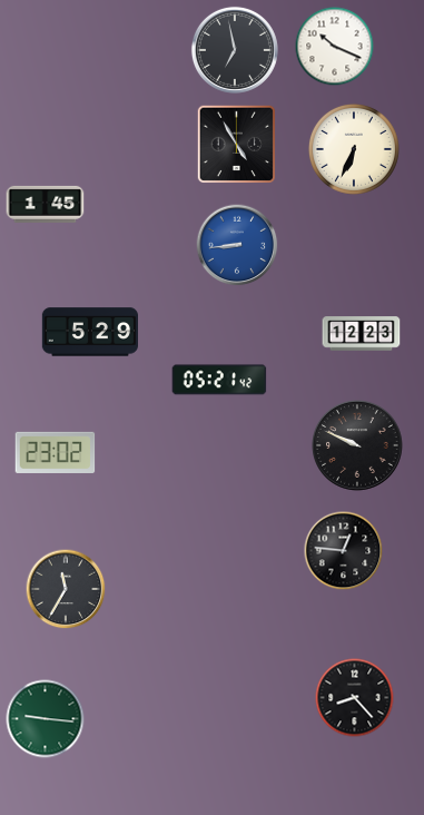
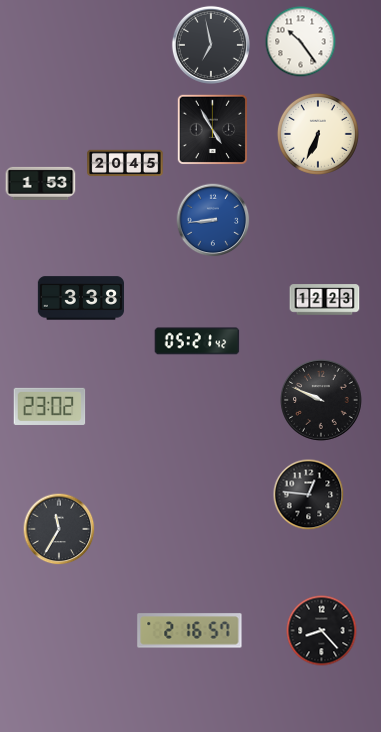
clock at (335, 47): 10:19 -> 10:24
clock at (125, 163): none -> 20:45
clock at (46, 204): 1:45 -> 1:53
clock at (89, 332): 5:29 -> 3:38
clock at (355, 698) position: (355, 698) -> (322, 631)
clock at (190, 631): none -> 2:16
clock at (46, 719): 9:16 -> none
